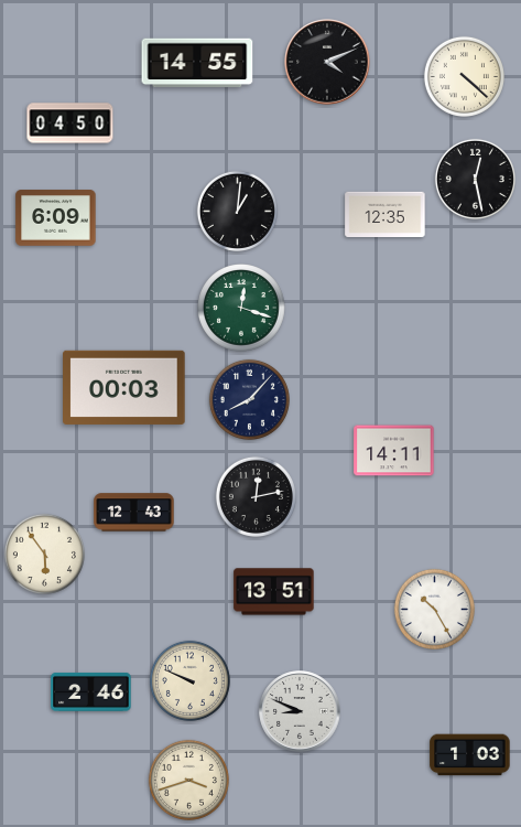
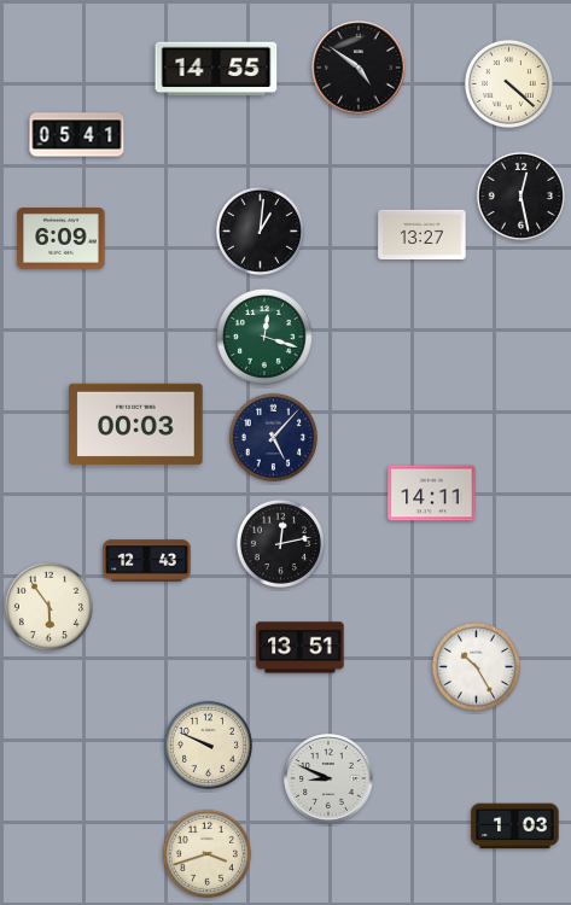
clock at (327, 62): 4:11 -> 4:51
clock at (70, 123): 04:50 -> 05:41
clock at (386, 214): 12:35 -> 13:27
clock at (249, 399): 8:07 -> 5:07
clock at (91, 691): 2:46 -> none
